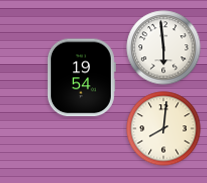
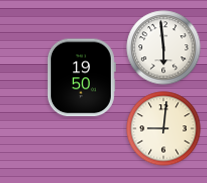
clock at (81, 78): 19:54 -> 19:50
clock at (164, 129): 8:01 -> 9:01
